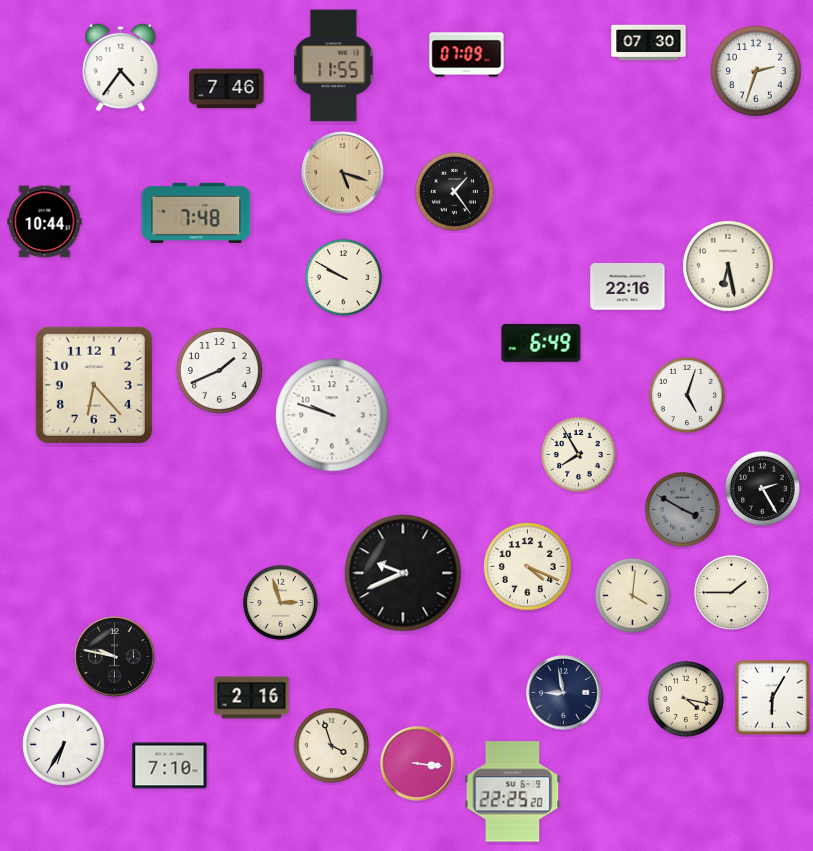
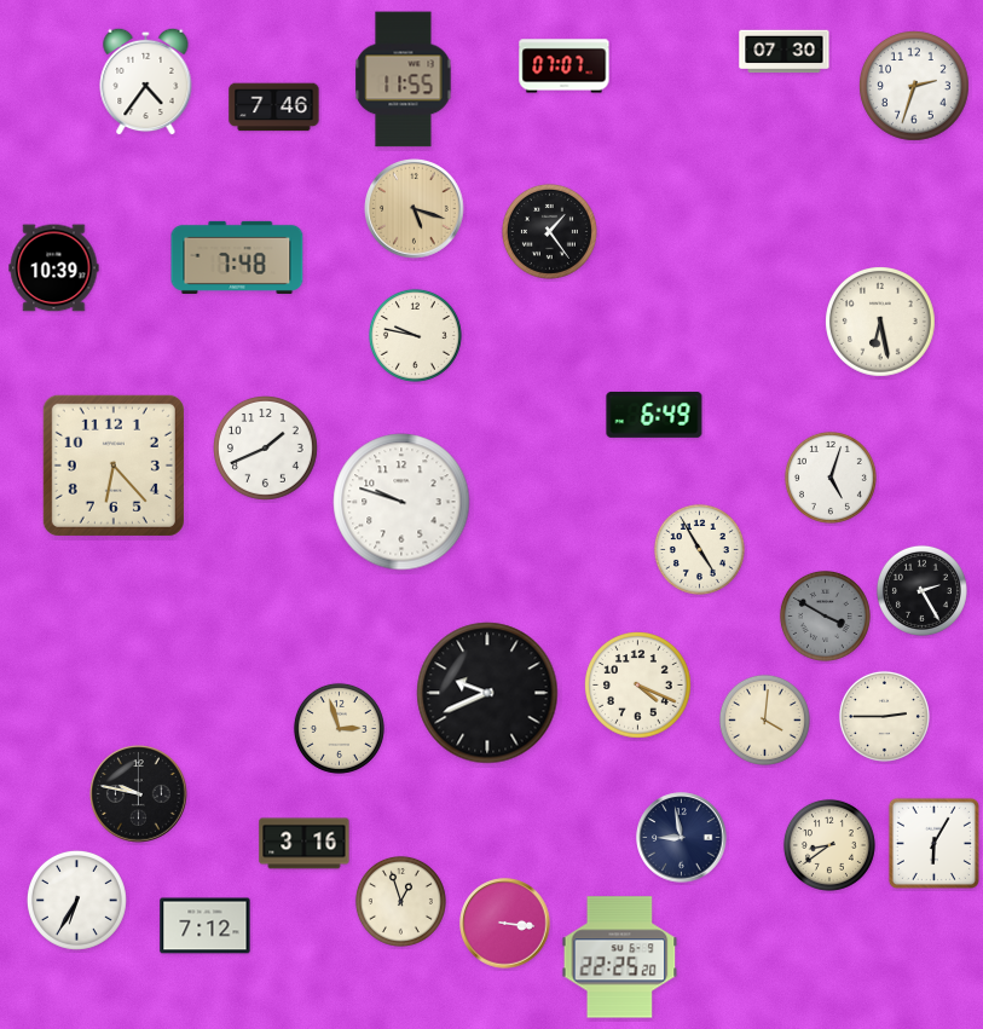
clock at (467, 55): 07:09 -> 07:07
clock at (45, 222): 10:44 -> 10:39
clock at (343, 277): 9:50 -> 9:47
clock at (628, 287): 22:16 -> none
clock at (578, 454): 7:55 -> 4:55
clock at (731, 592): 1:45 -> 2:45
clock at (252, 698): 2:16 -> 3:16
clock at (686, 699): 4:17 -> 8:39
clock at (331, 745): 3:57 -> 12:57
clock at (170, 766): 7:10 -> 7:12
